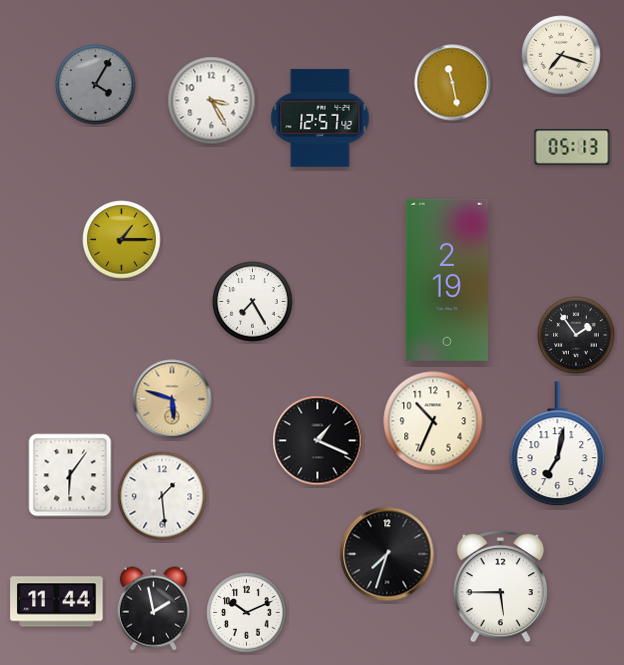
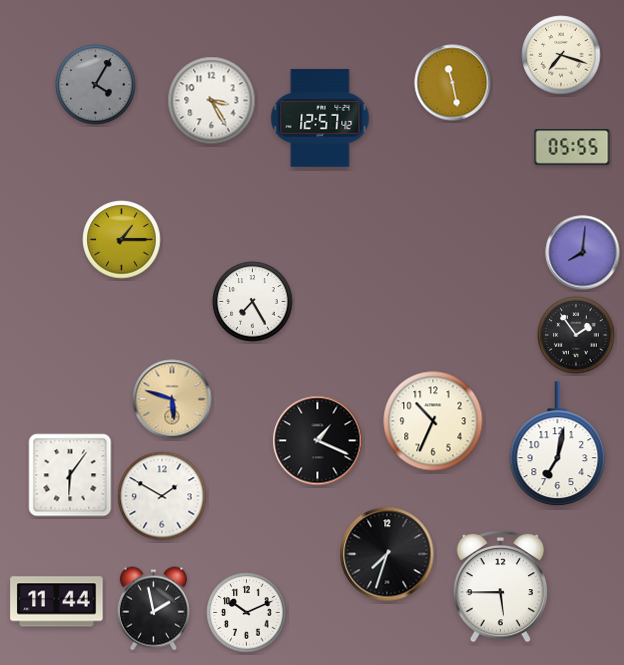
clock at (572, 147): 05:13 -> 05:55
clock at (583, 253): none -> 8:01
clock at (447, 280): 2:19 -> none
clock at (162, 496): 1:29 -> 1:50
